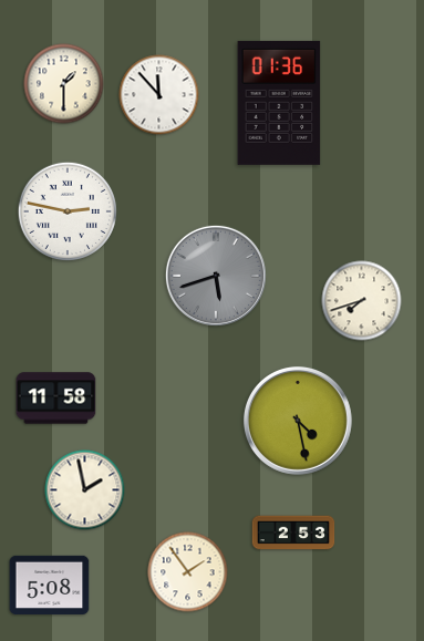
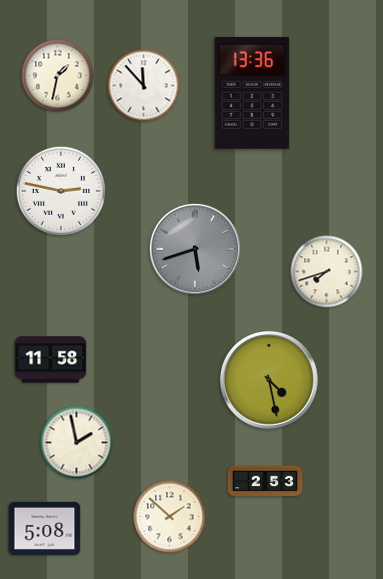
clock at (64, 84): 1:30 -> 1:32
clock at (279, 103): 01:36 -> 13:36
clock at (188, 572): 1:54 -> 1:52
